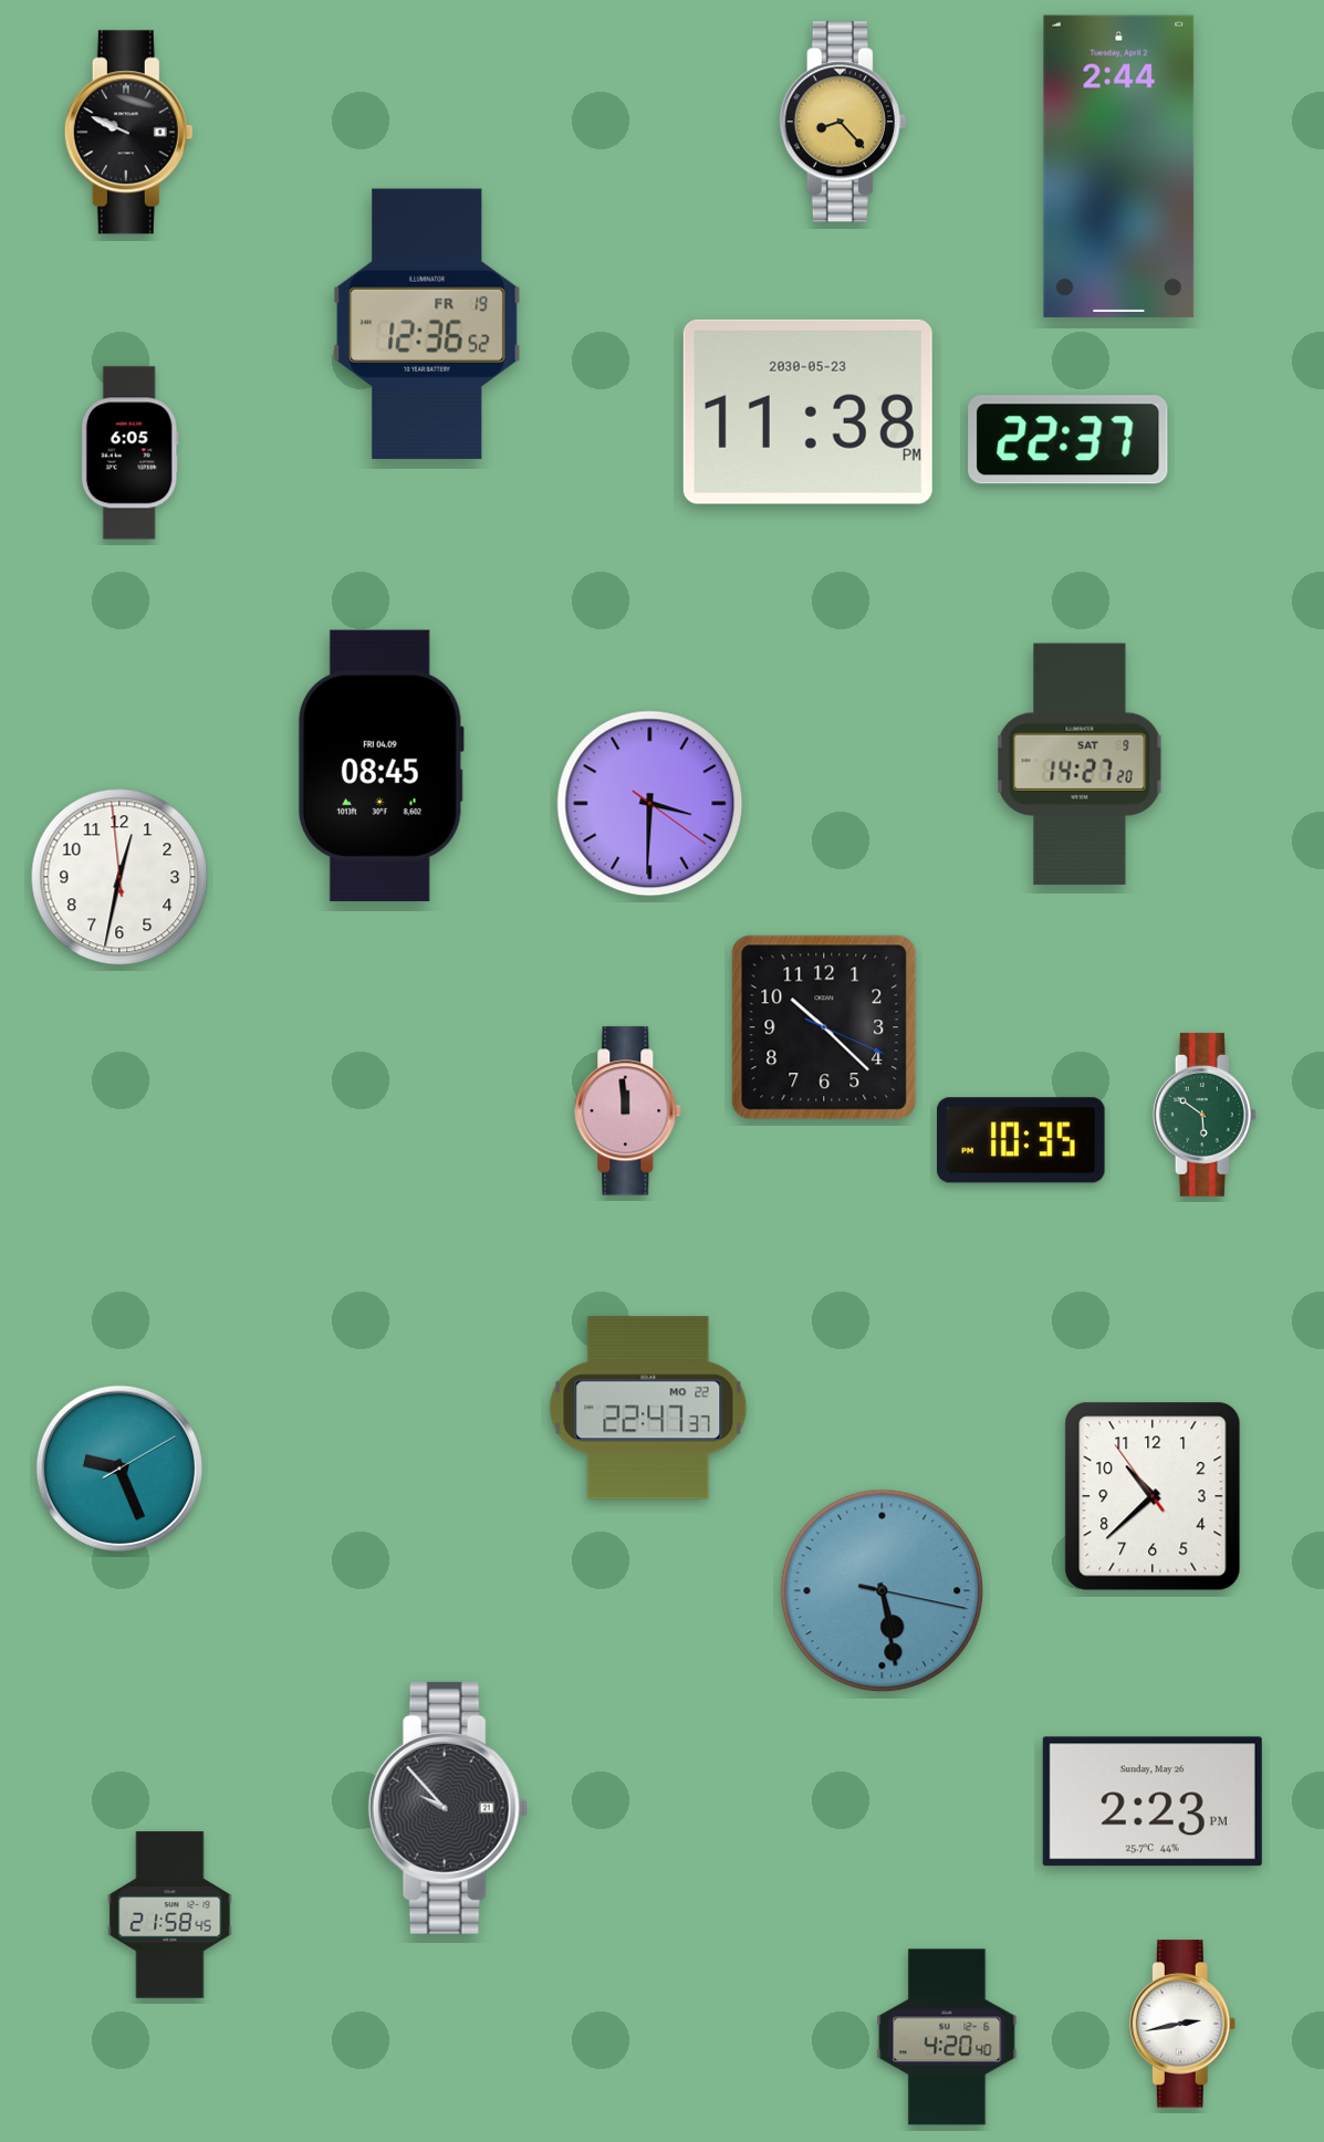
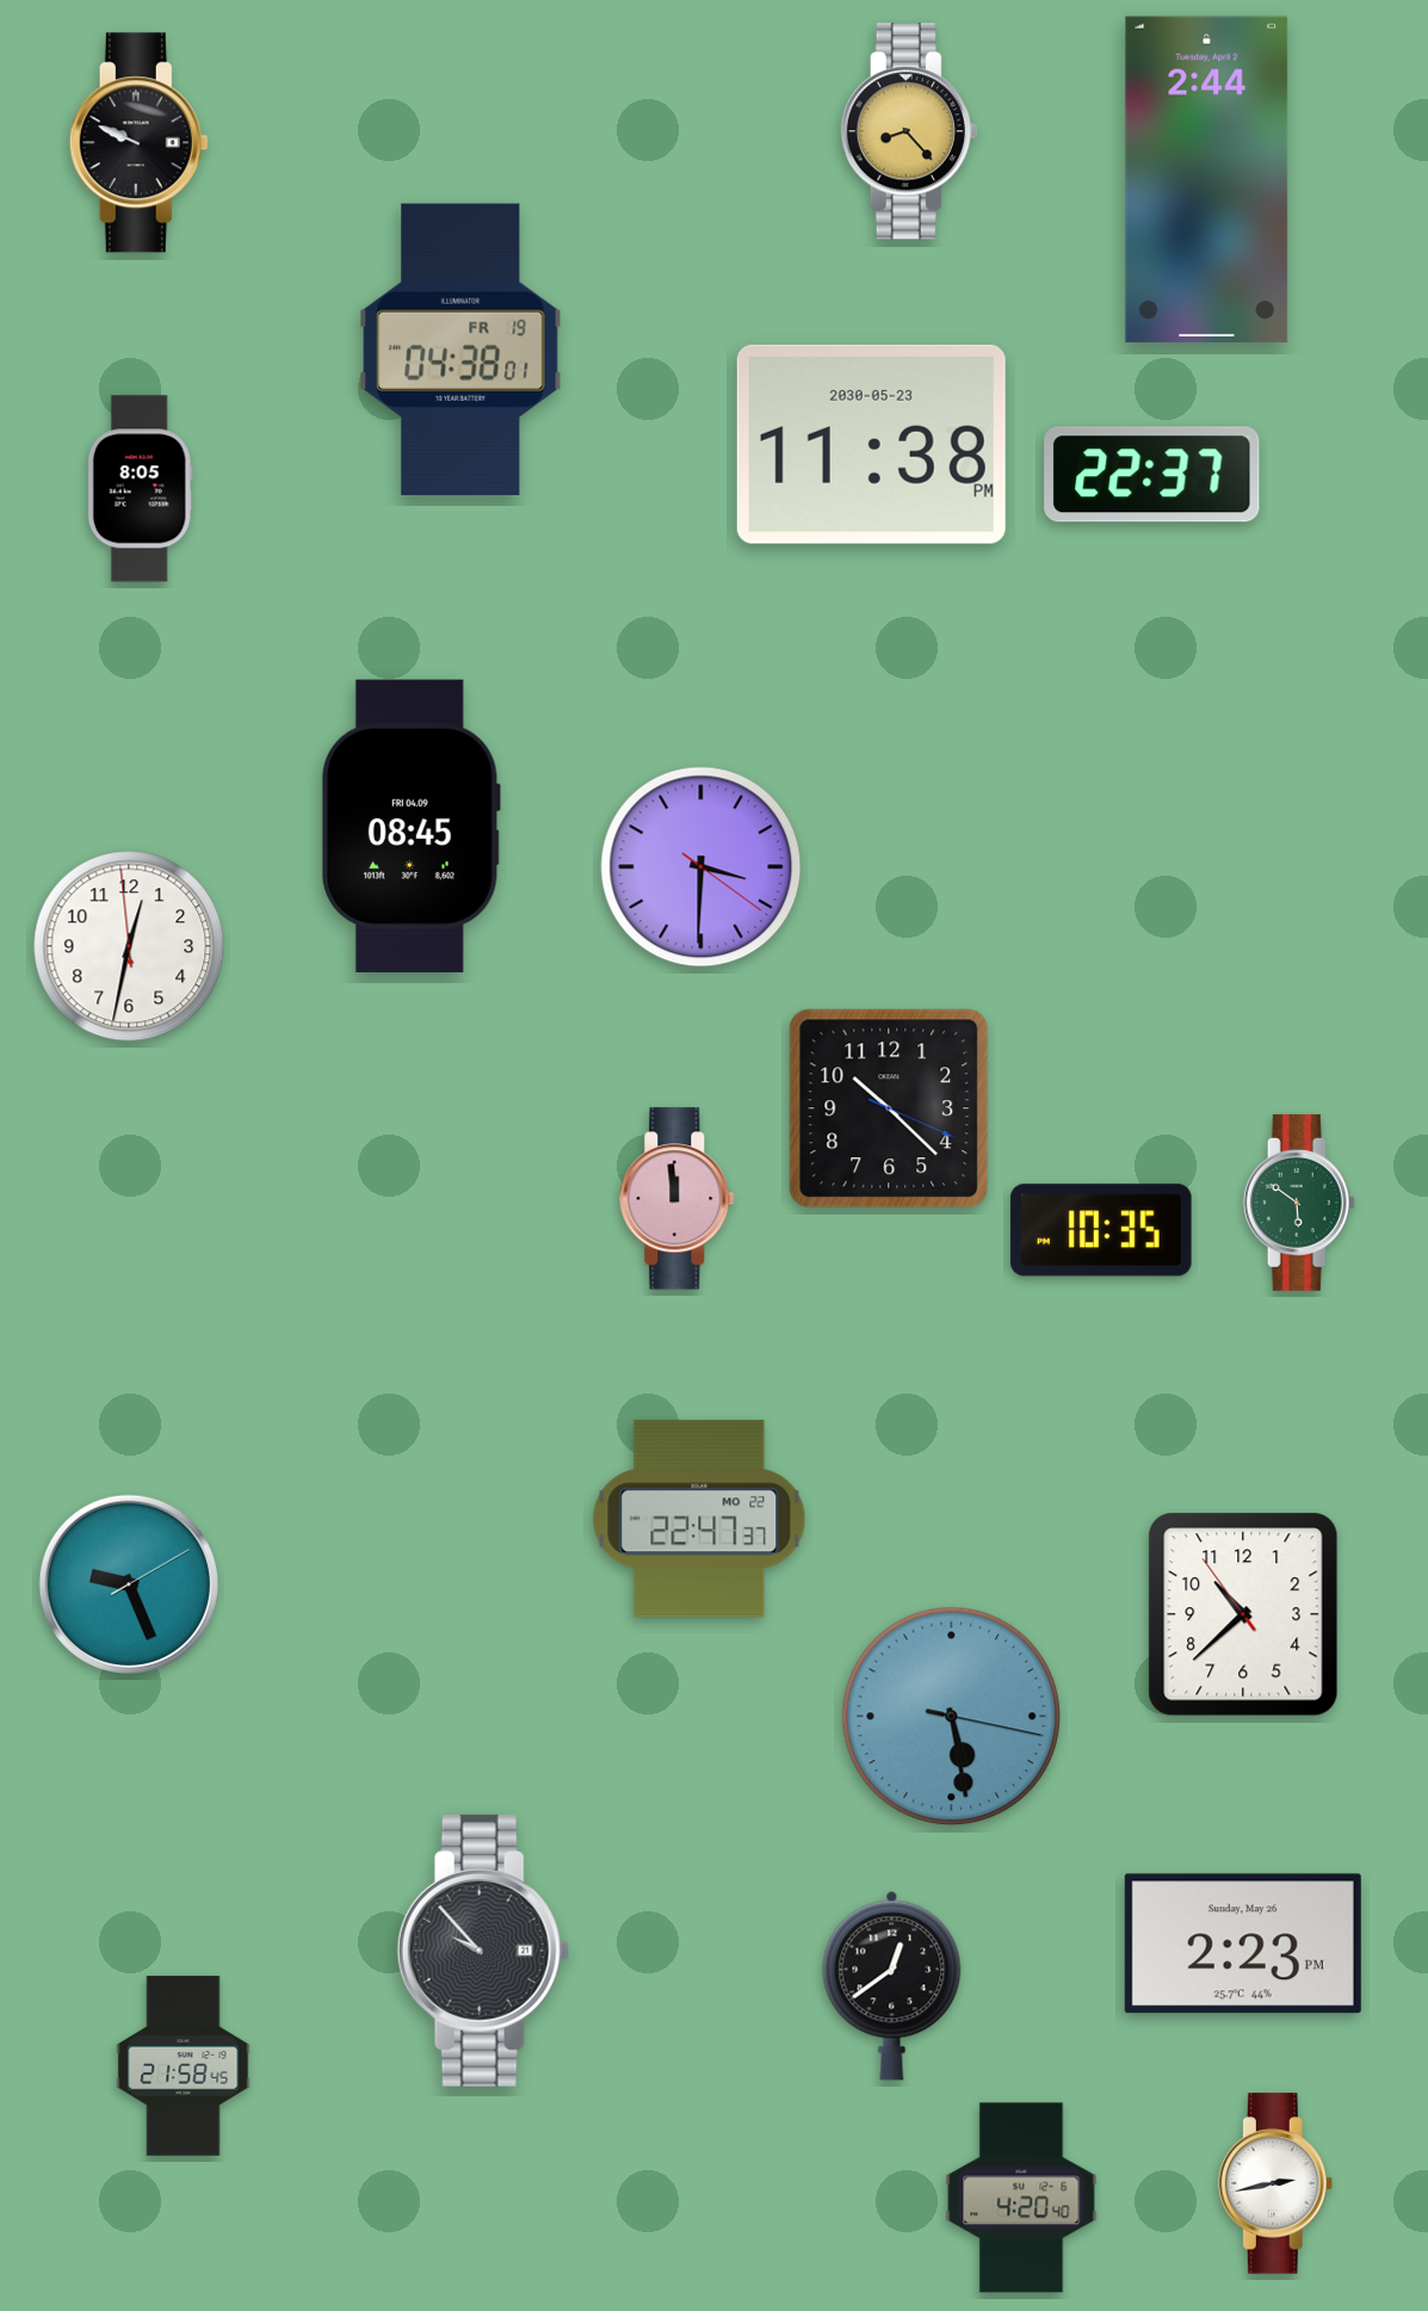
clock at (427, 323): 12:36 -> 04:38
clock at (129, 453): 6:05 -> 8:05
clock at (1080, 764): 14:27 -> none
clock at (892, 1985): none -> 12:39
